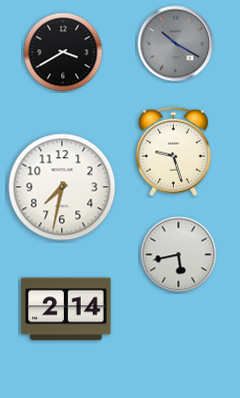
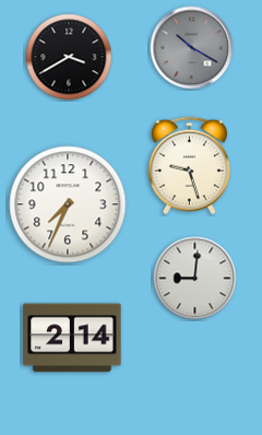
clock at (62, 187): 7:32 -> 7:34
clock at (179, 255): 5:43 -> 9:01
